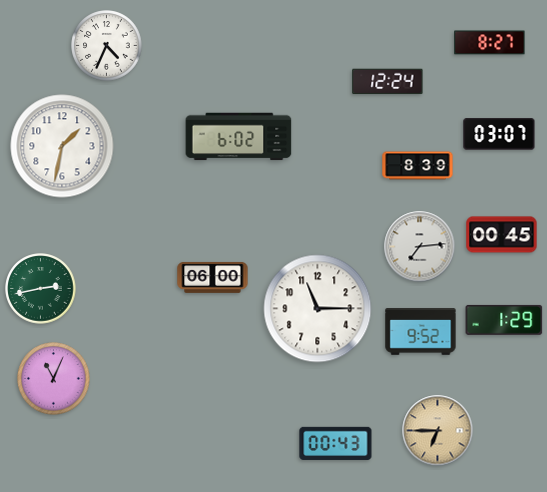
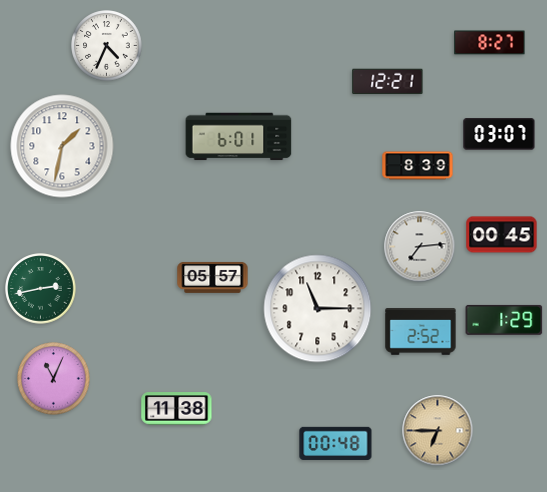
clock at (388, 82): 12:24 -> 12:21
clock at (239, 137): 6:02 -> 6:01
clock at (213, 277): 06:00 -> 05:57
clock at (421, 332): 9:52 -> 2:52
clock at (177, 409): none -> 11:38
clock at (336, 443): 00:43 -> 00:48
